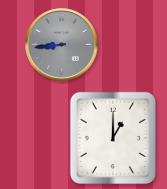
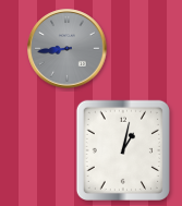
clock at (113, 137): 1:00 -> 1:02
